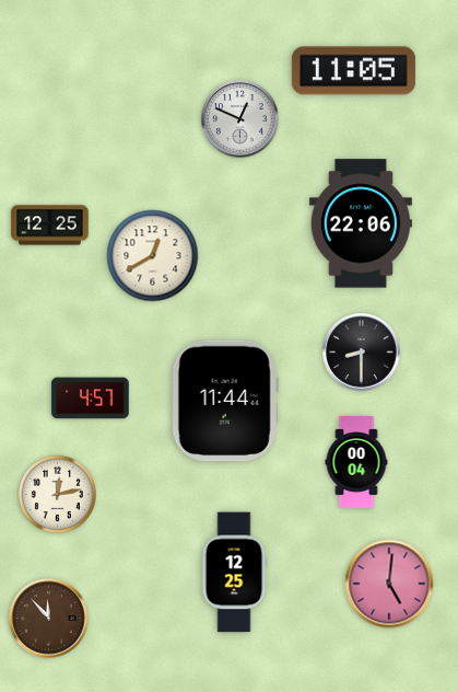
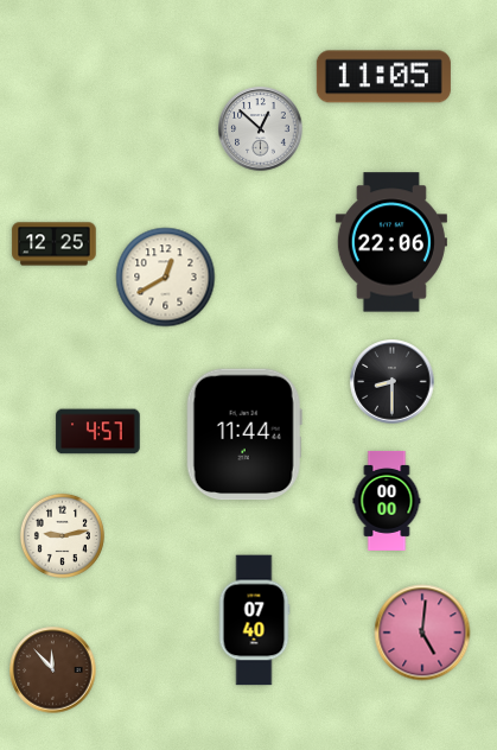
clock at (240, 119): 12:49 -> 12:52
clock at (356, 462): 00:04 -> 00:00
clock at (57, 494): 12:13 -> 9:13
clock at (234, 573): 12:25 -> 07:40
